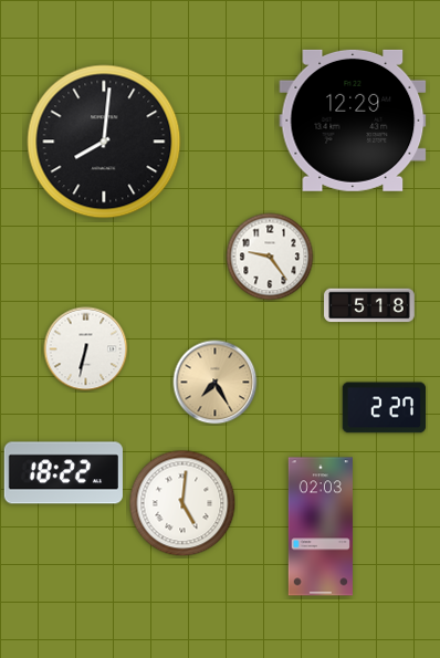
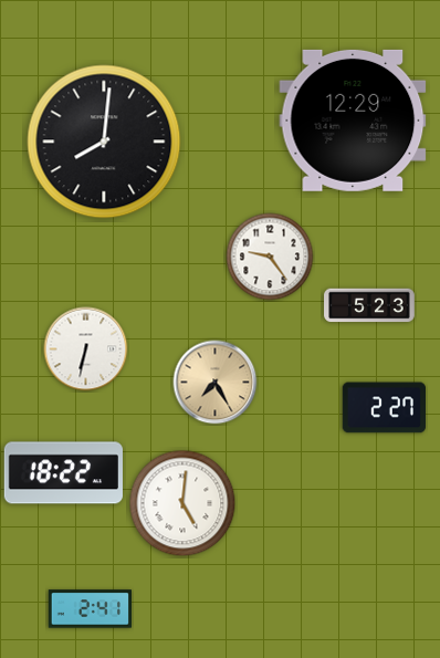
clock at (369, 305): 5:18 -> 5:23
clock at (321, 526): 02:03 -> none
clock at (90, 609): none -> 2:41
